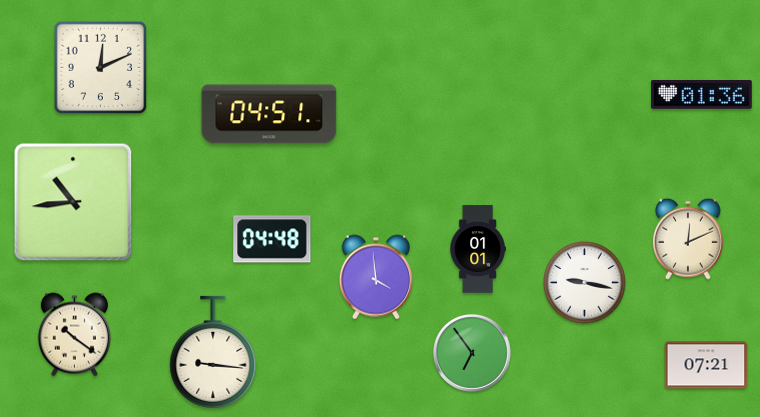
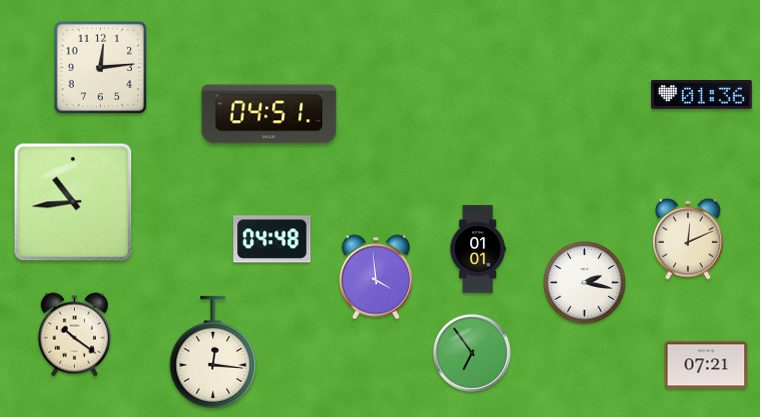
clock at (101, 68): 12:11 -> 12:14
clock at (585, 283): 9:17 -> 2:17
clock at (213, 352): 9:16 -> 12:16
